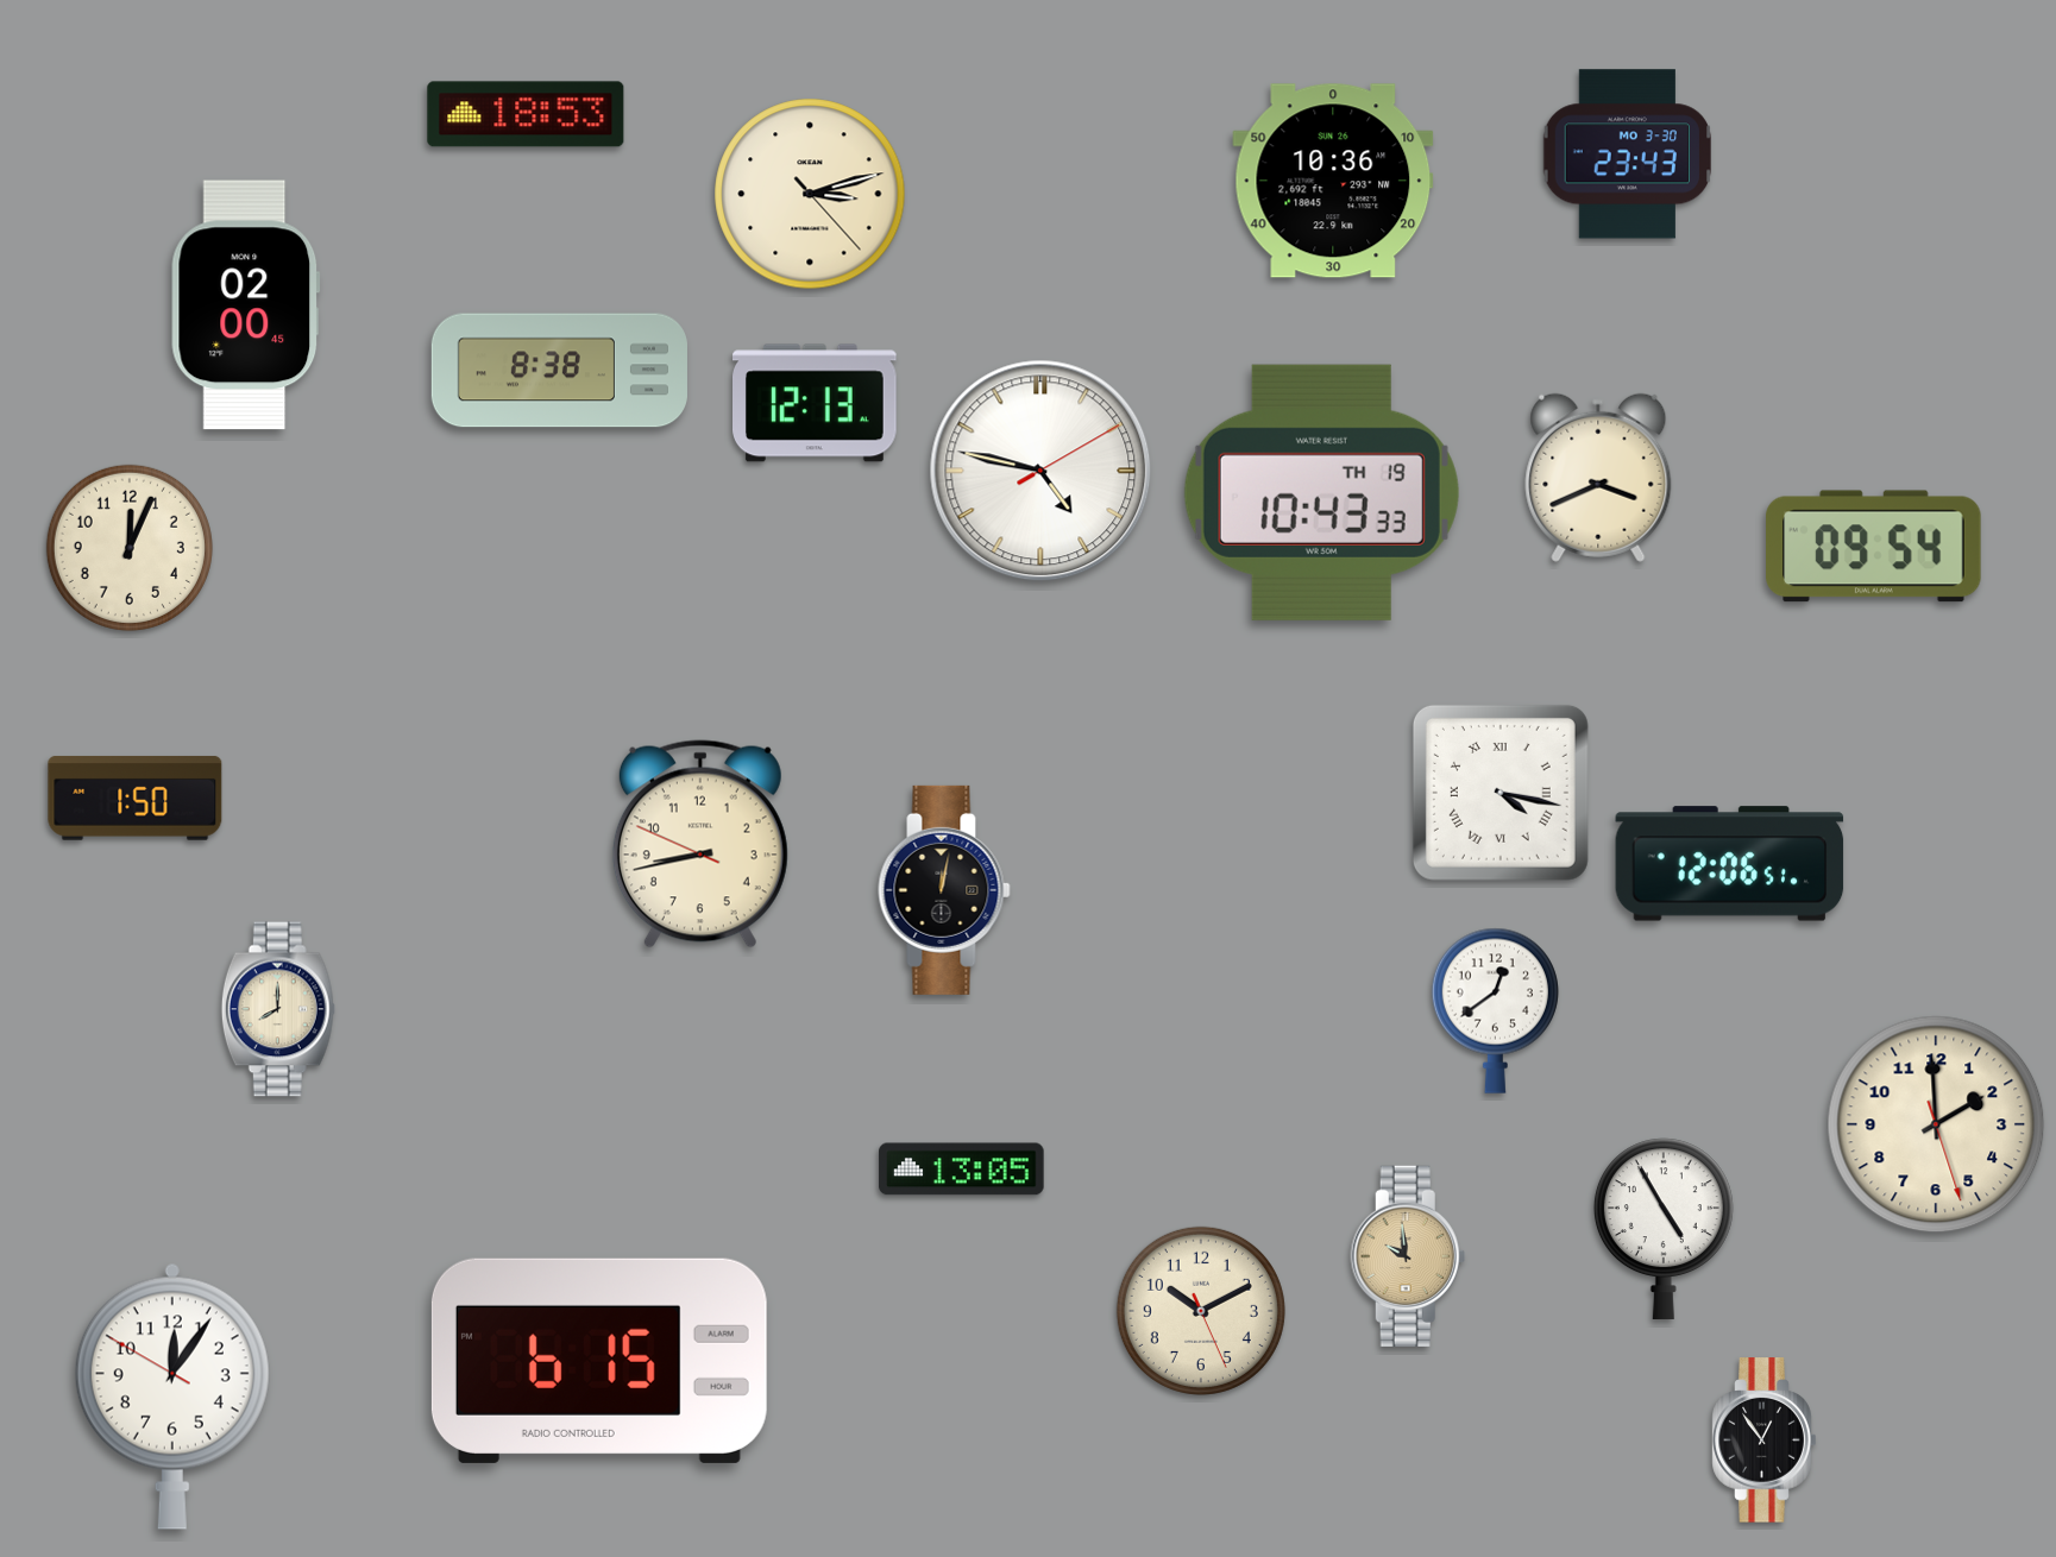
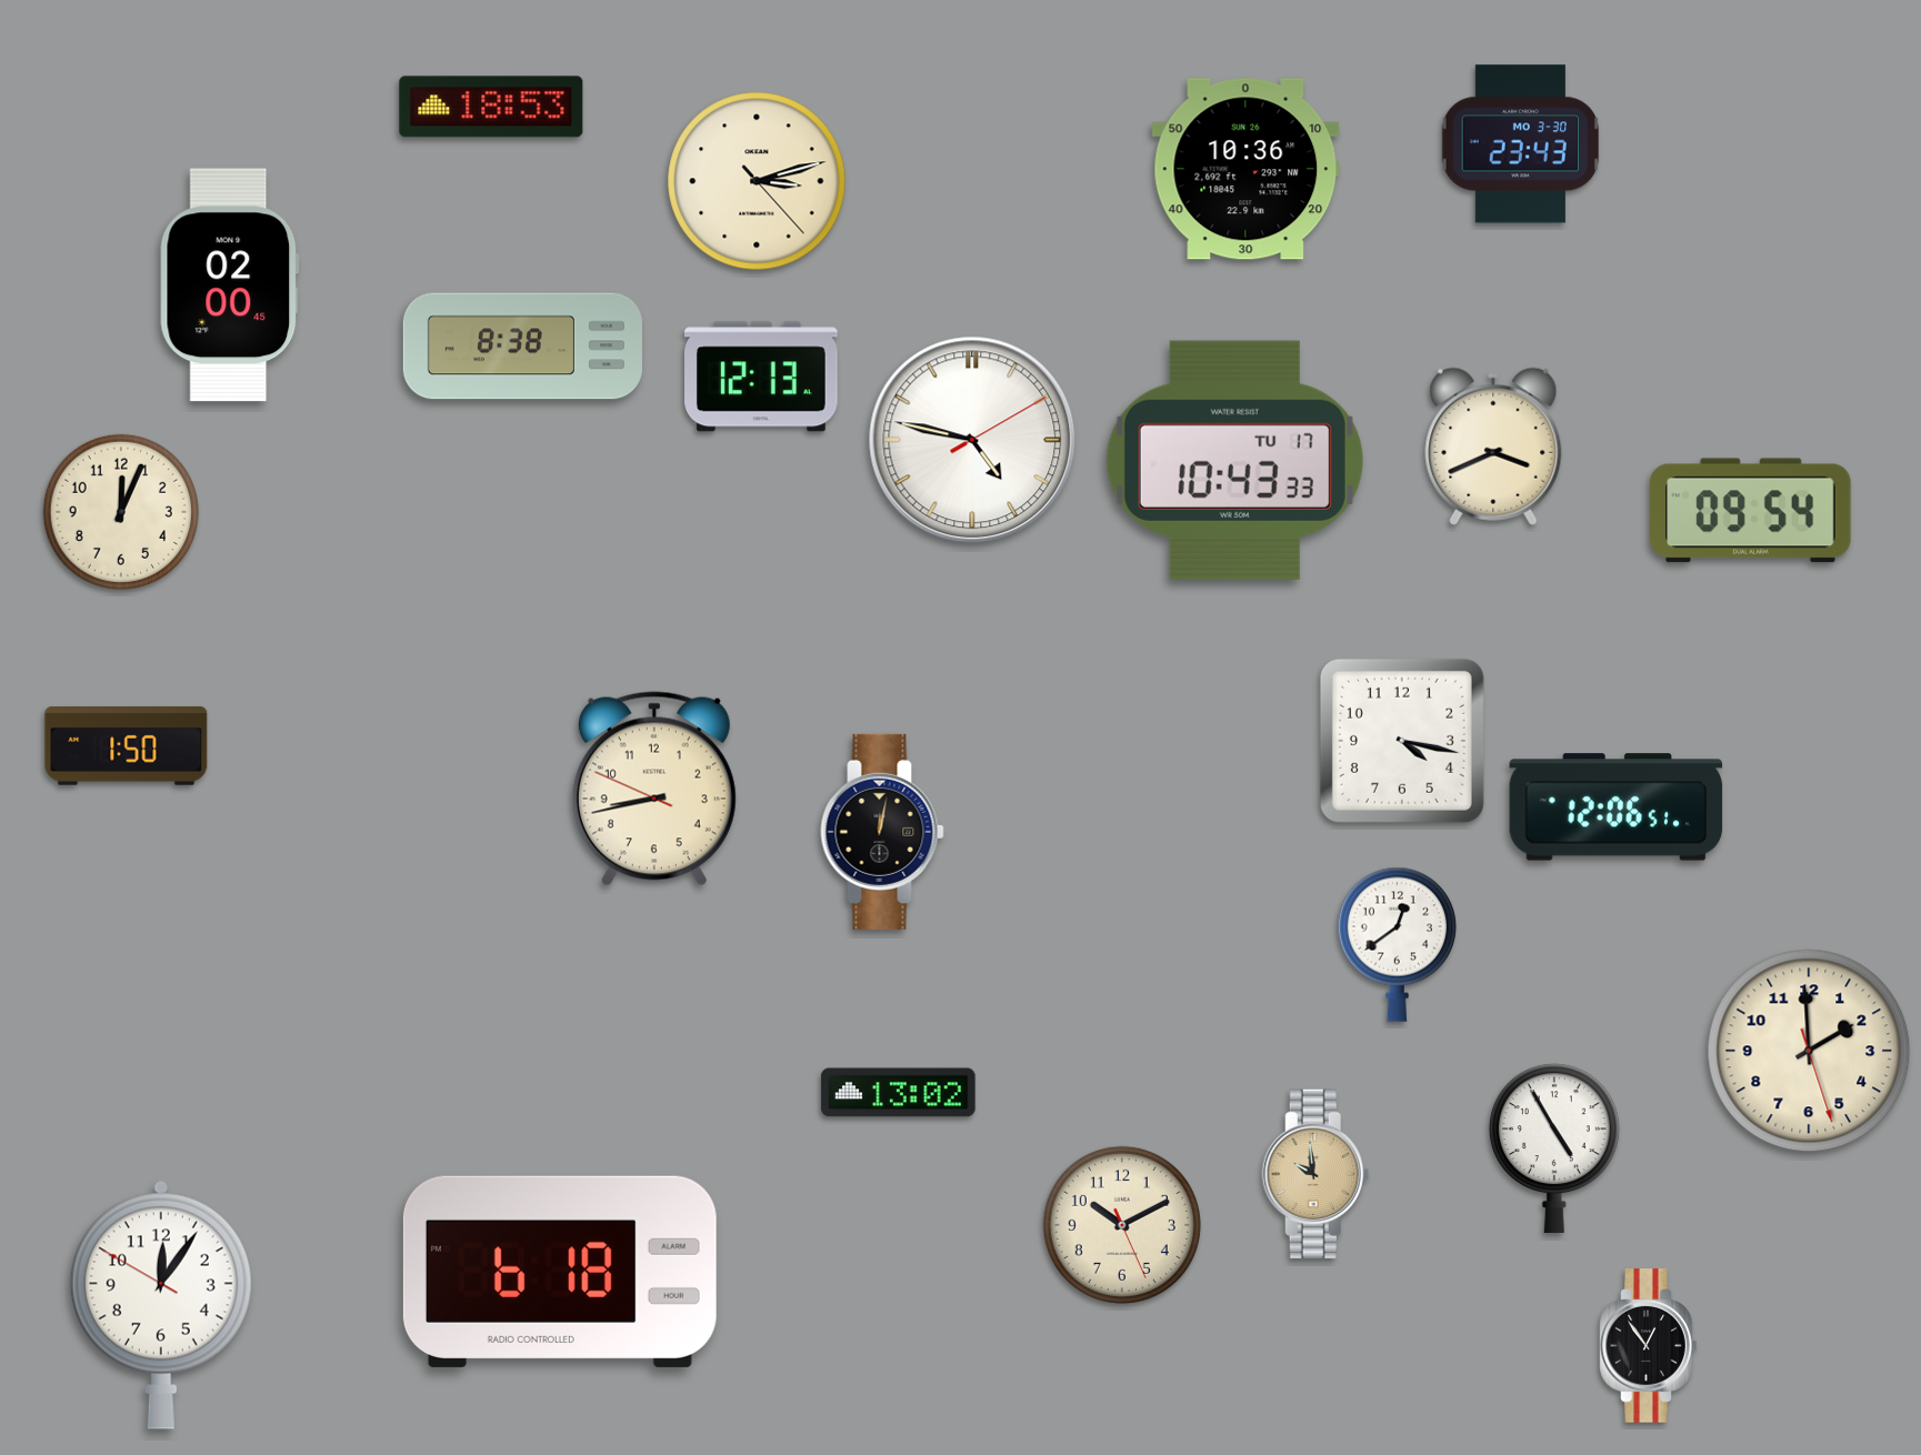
clock at (1321, 492) date: TH 19 -> TU 17
clock at (1501, 793) numerals: Roman -> Arabic
clock at (278, 1009): 8:00 -> none
clock at (962, 1170): 13:05 -> 13:02
clock at (599, 1361): 6:15 -> 6:18
